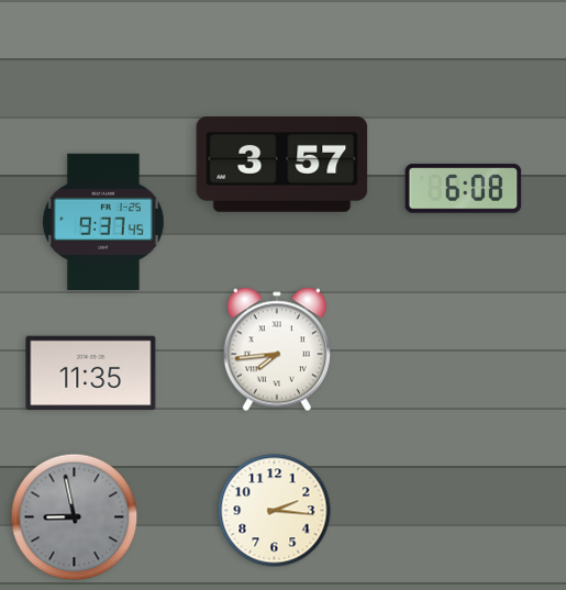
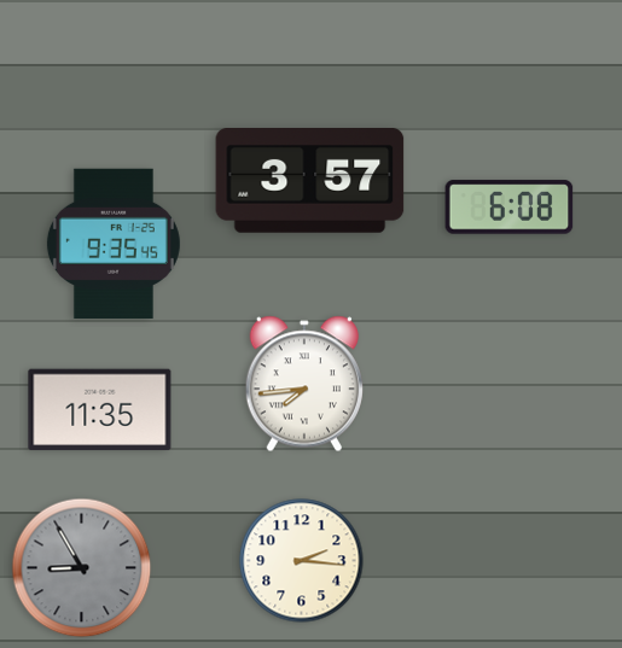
clock at (103, 221): 9:37 -> 9:35
clock at (75, 517): 8:58 -> 8:55
